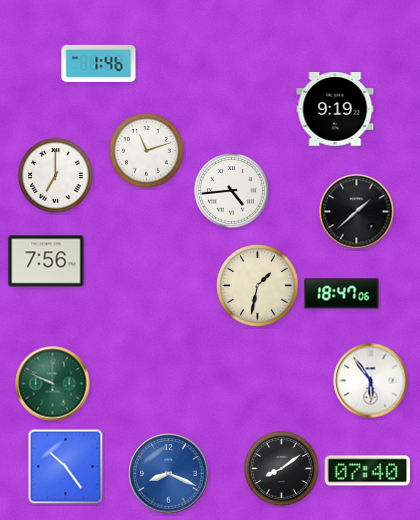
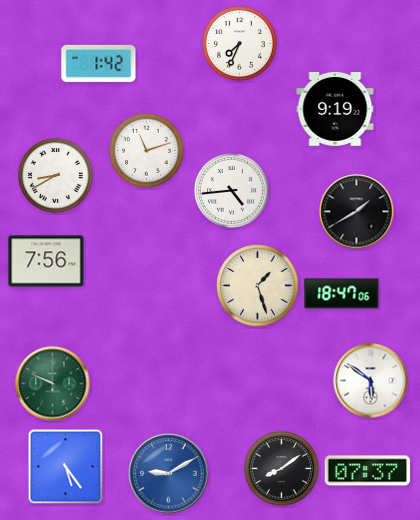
clock at (240, 44): none -> 7:34
clock at (99, 63): 1:46 -> 1:42
clock at (56, 176): 7:00 -> 8:40
clock at (357, 212): 1:38 -> 1:40
clock at (258, 286): 1:32 -> 1:27
clock at (371, 381): 5:54 -> 5:51
clock at (66, 467): 10:24 -> 5:24
clock at (368, 471): 07:40 -> 07:37
clock at (169, 474): 8:19 -> 9:10
